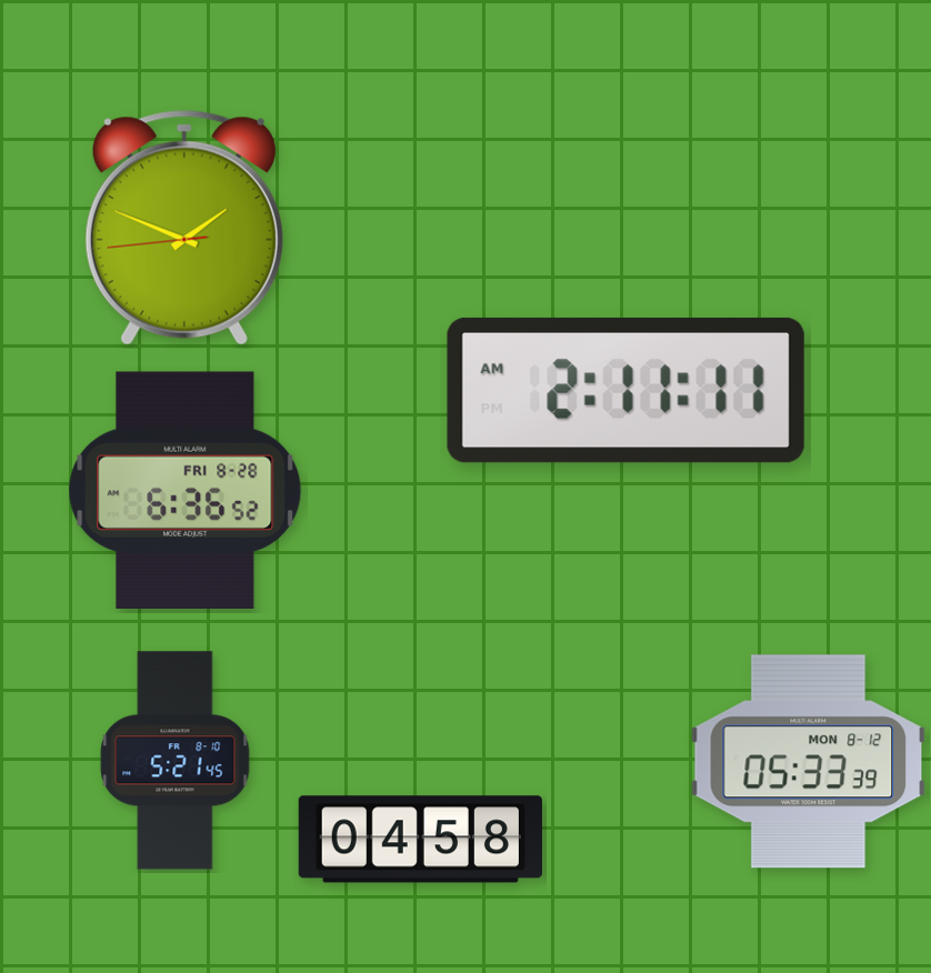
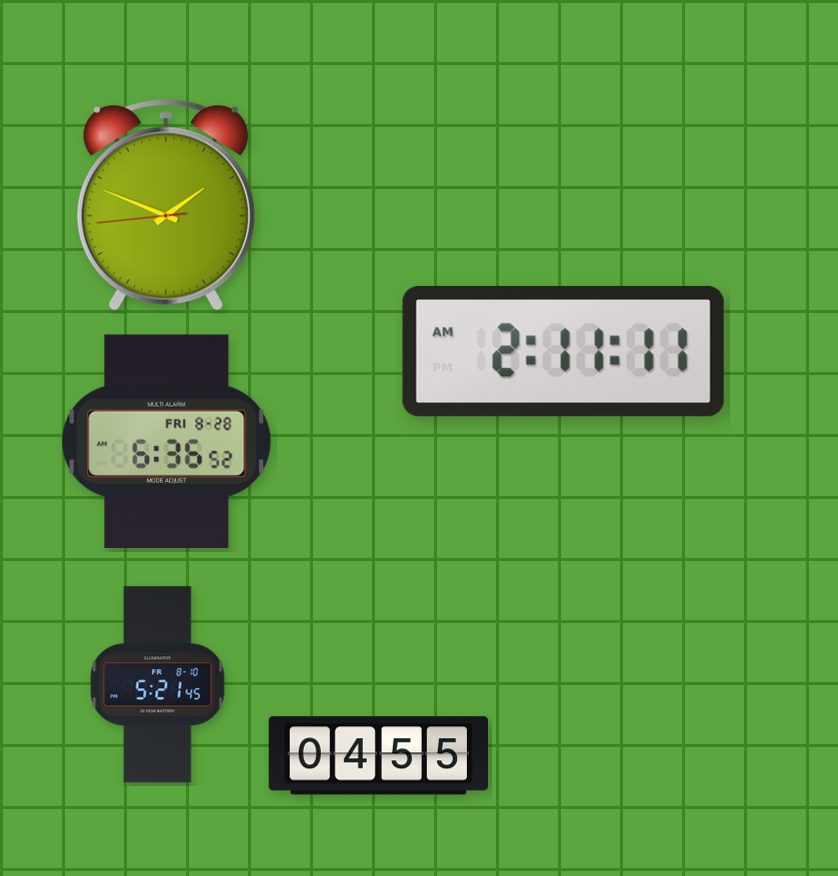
clock at (809, 762): 05:33 -> none
clock at (420, 840): 04:58 -> 04:55
